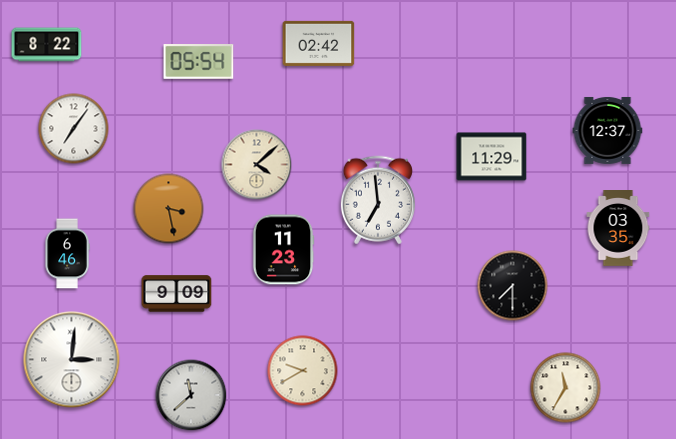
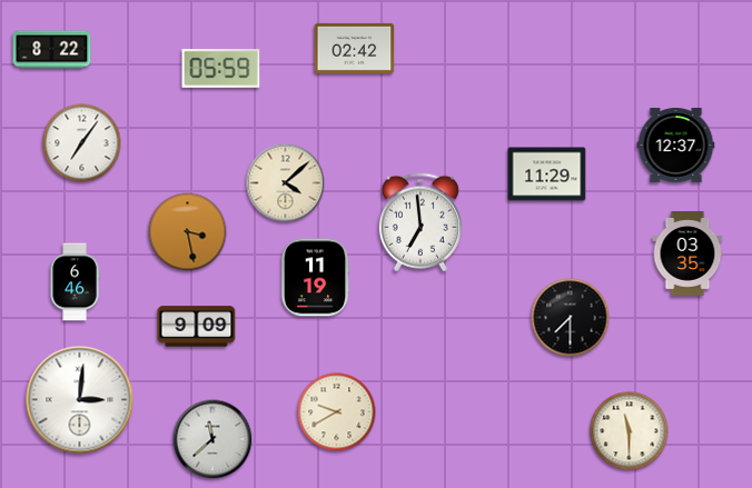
clock at (199, 62): 05:54 -> 05:59
clock at (283, 250): 11:23 -> 11:19
clock at (566, 388): 11:35 -> 11:30
